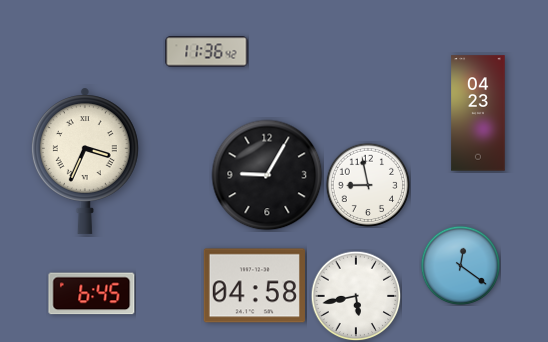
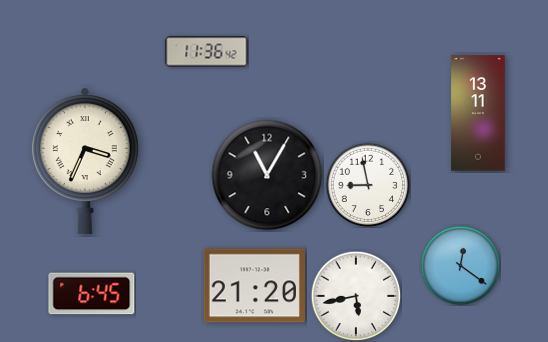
clock at (478, 113): 04:23 -> 13:11
clock at (267, 175): 9:05 -> 11:05
clock at (254, 286): 04:58 -> 21:20
